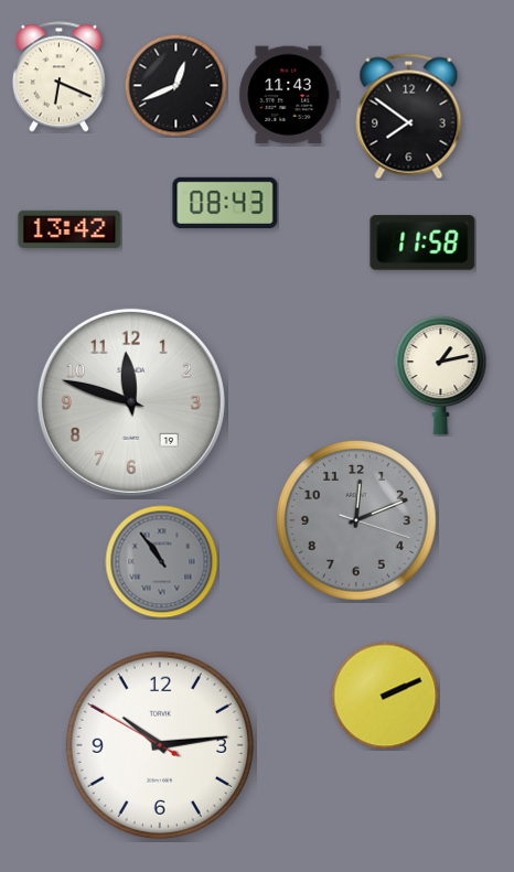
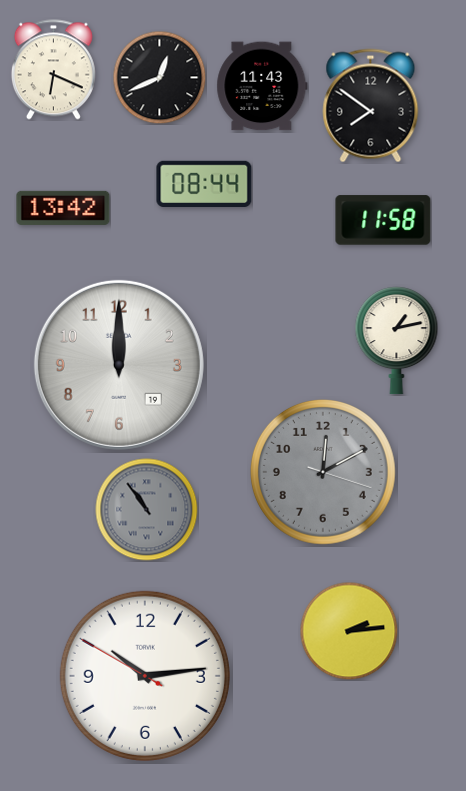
clock at (225, 202): 08:43 -> 08:44
clock at (441, 376) position: (441, 376) -> (397, 341)
clock at (131, 402): 11:48 -> 12:00
clock at (357, 521): 12:11 -> 12:10
clock at (385, 696): 2:11 -> 2:14
